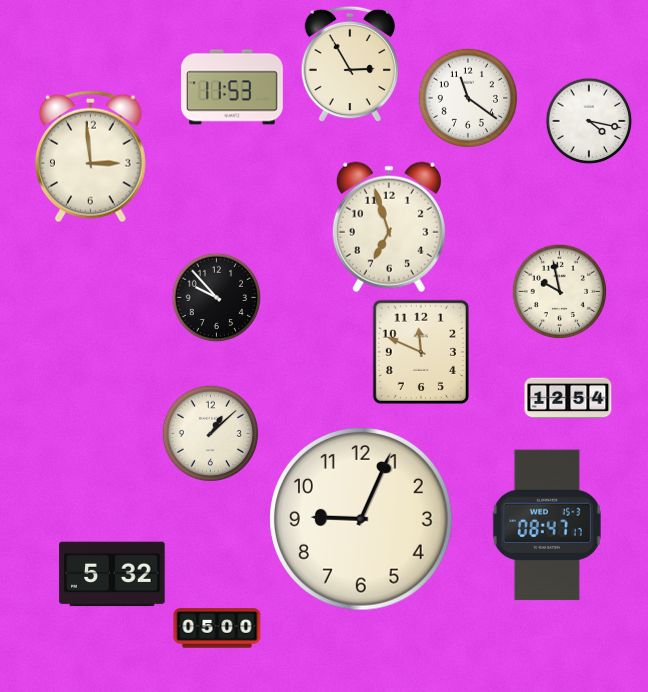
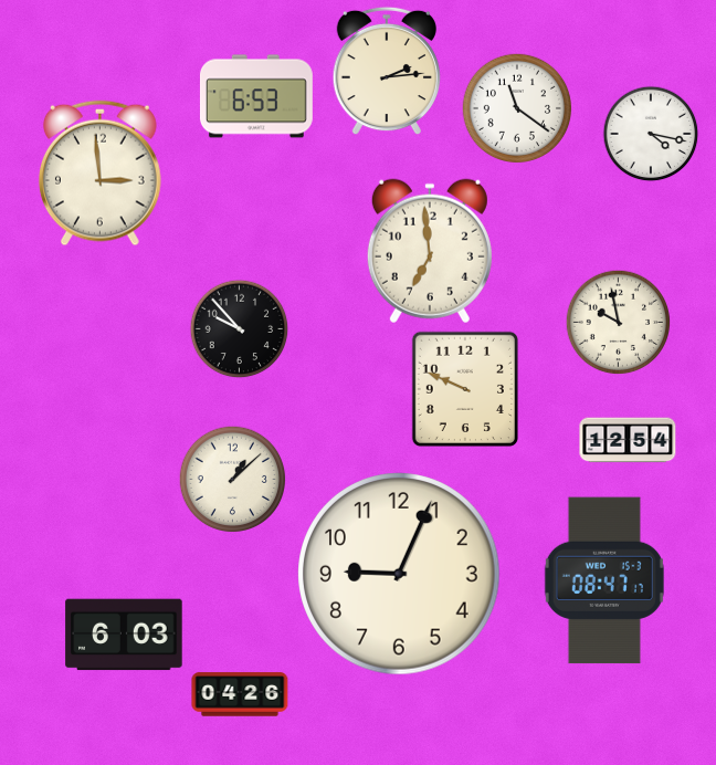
clock at (349, 64): 2:55 -> 2:14
clock at (232, 87): 11:53 -> 6:53
clock at (389, 227): 6:57 -> 6:59
clock at (421, 351): 11:49 -> 9:49
clock at (112, 574): 5:32 -> 6:03
clock at (217, 628): 05:00 -> 04:26
